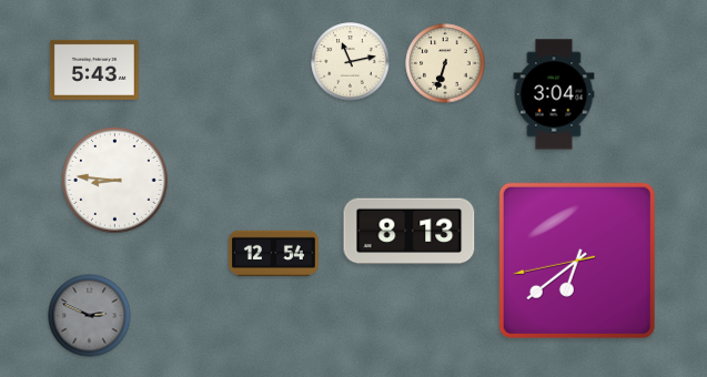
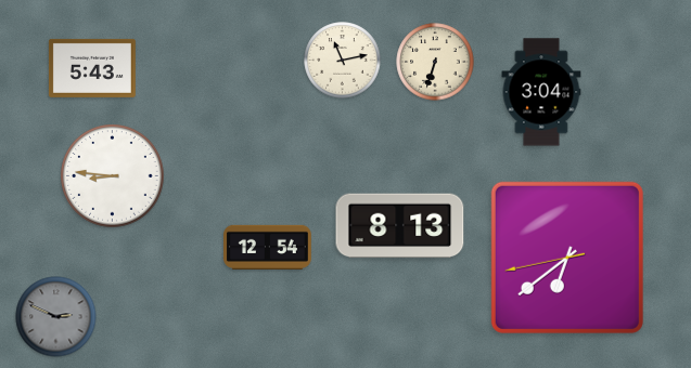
clock at (577, 261) position: (577, 261) -> (567, 258)
clock at (90, 316) position: (90, 316) -> (56, 317)
